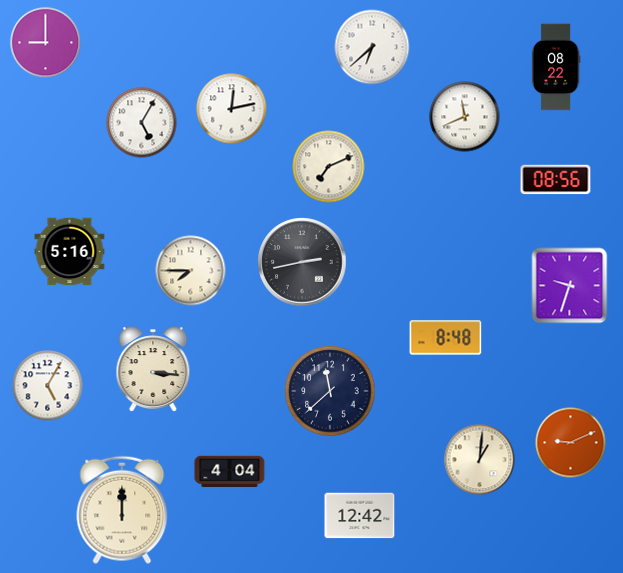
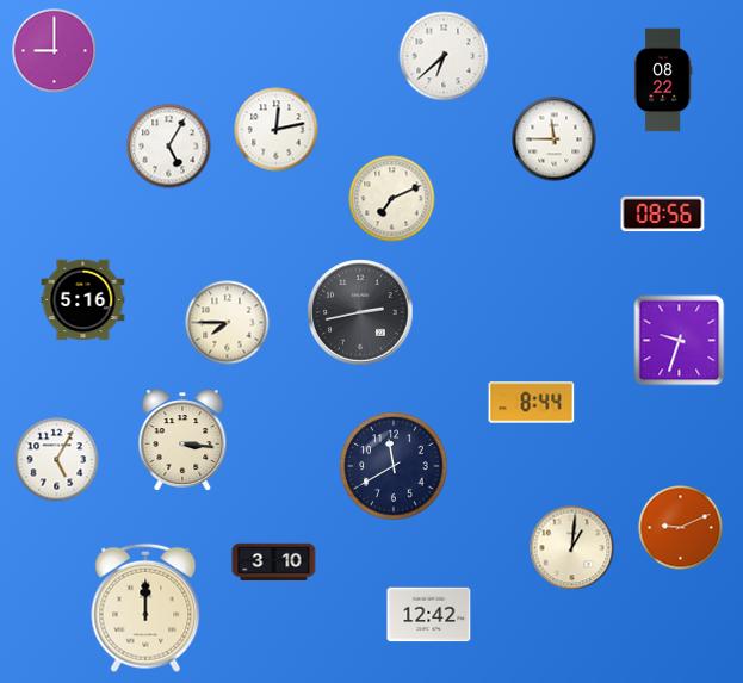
clock at (465, 117): 11:41 -> 11:45
clock at (446, 338): 8:48 -> 8:44
clock at (330, 391): 11:38 -> 11:40
clock at (230, 472): 4:04 -> 3:10
